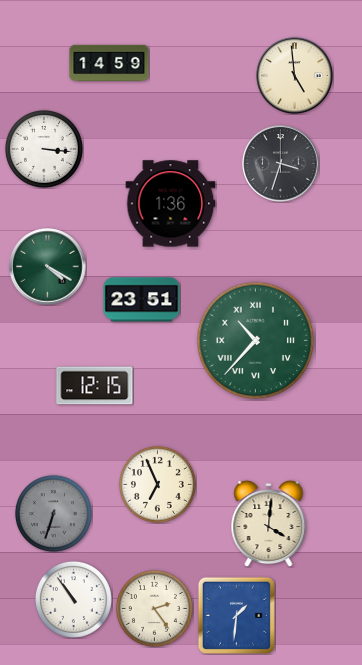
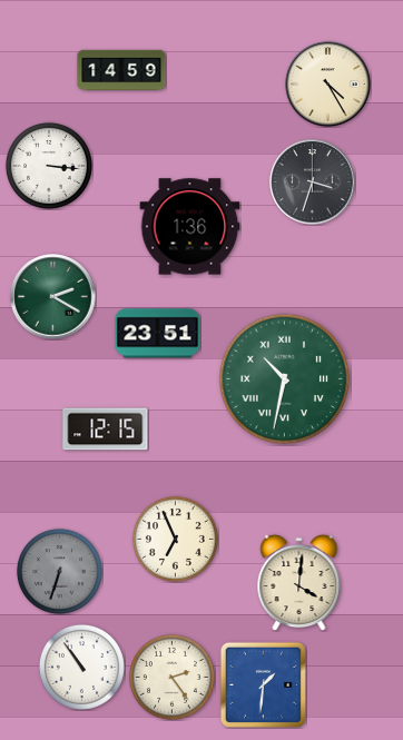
clock at (295, 76): 4:59 -> 4:25
clock at (48, 267): 4:20 -> 2:20
clock at (256, 341): 10:37 -> 10:32
